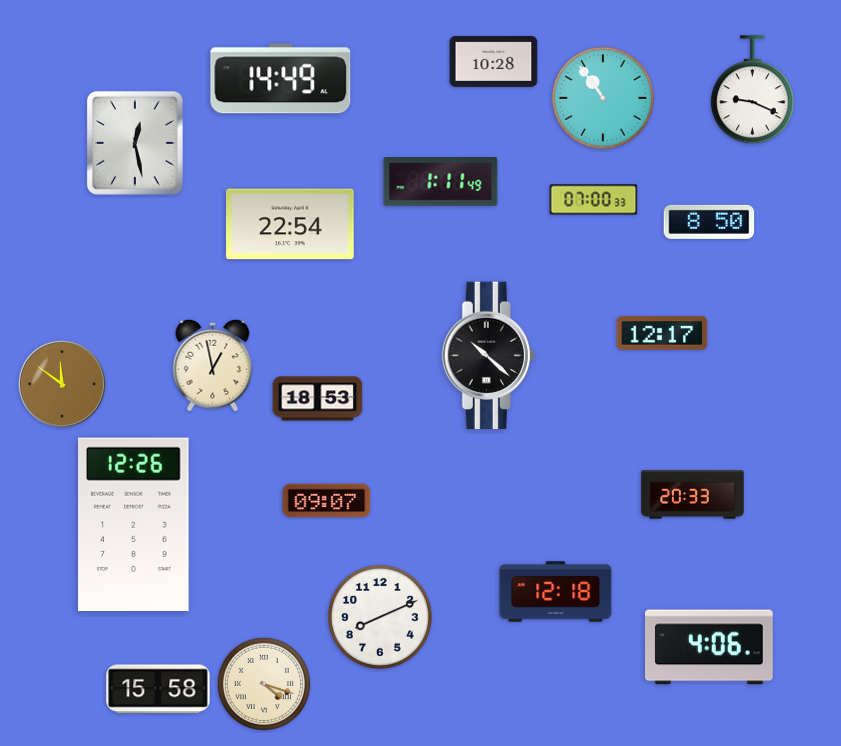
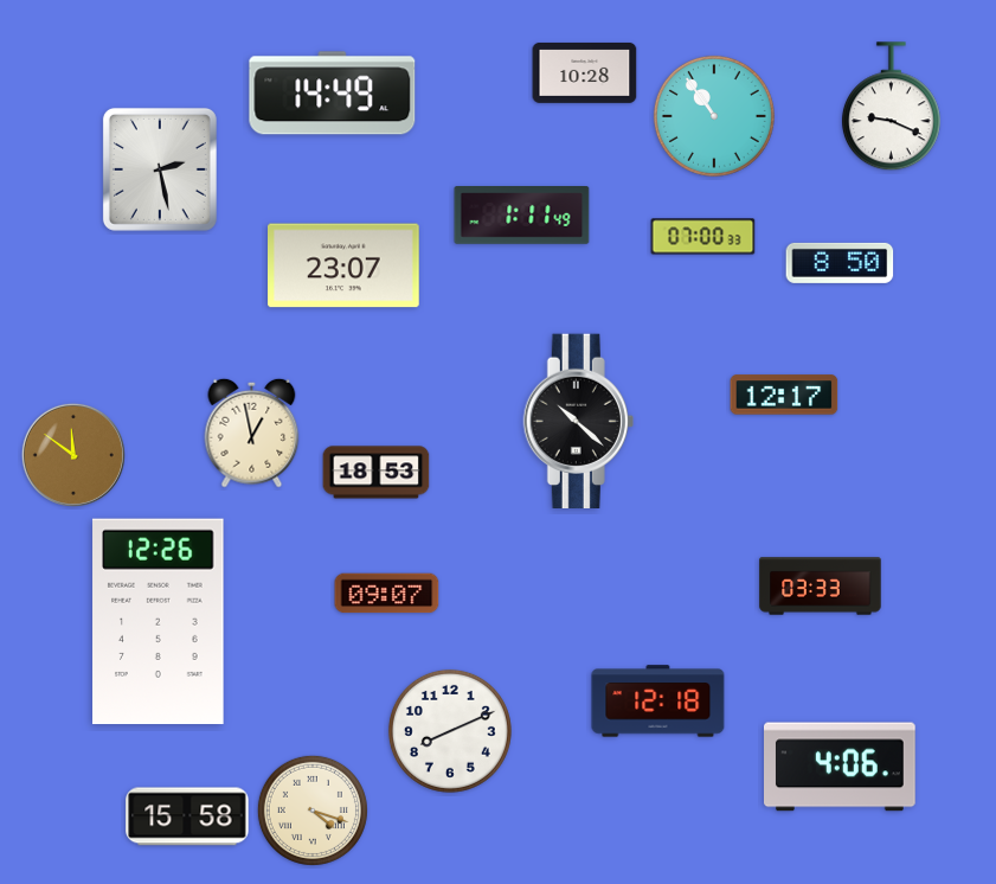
clock at (135, 143): 12:28 -> 2:28
clock at (291, 224): 22:54 -> 23:07
clock at (693, 495): 20:33 -> 03:33
